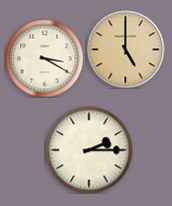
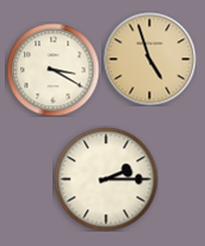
clock at (125, 49): 5:00 -> 4:57
